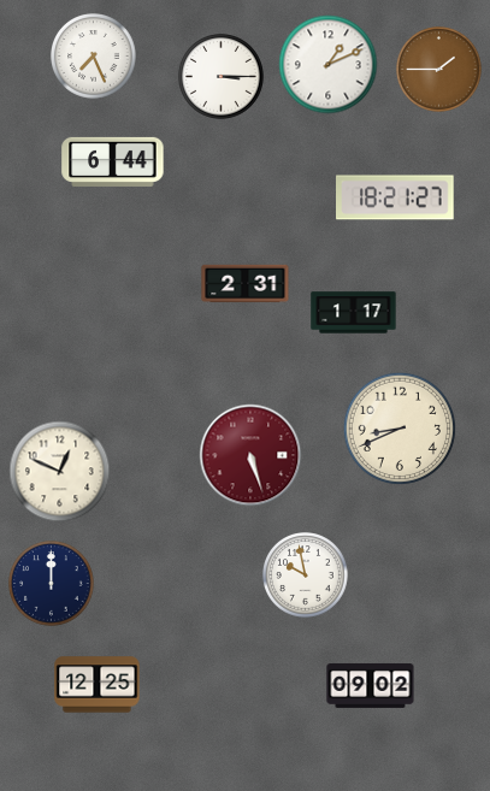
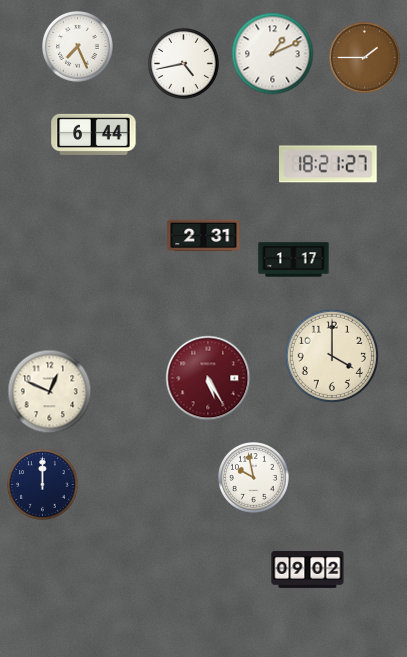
clock at (222, 77): 3:15 -> 4:43
clock at (399, 427): 8:41 -> 4:00
clock at (250, 455): 5:27 -> 5:25
clock at (98, 685): 12:25 -> none
